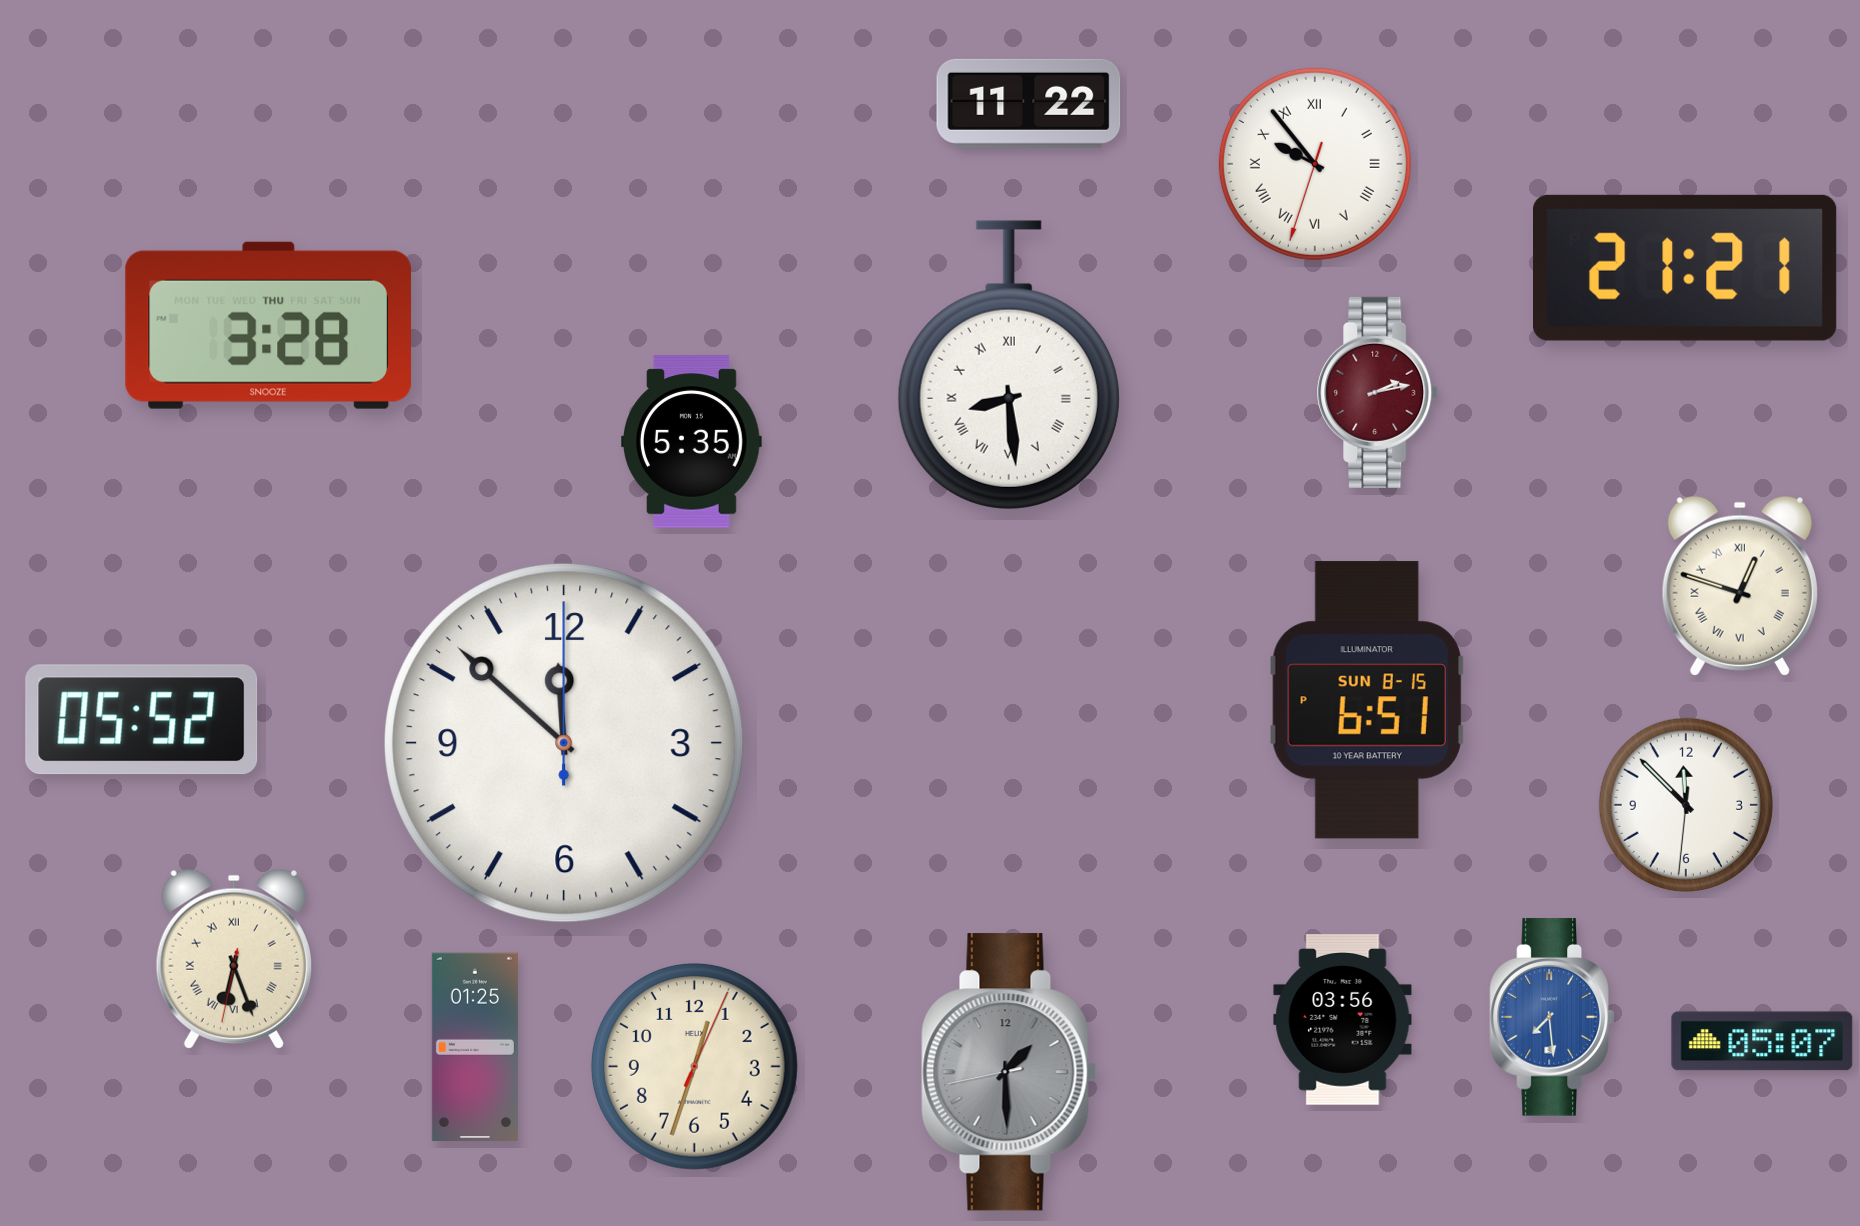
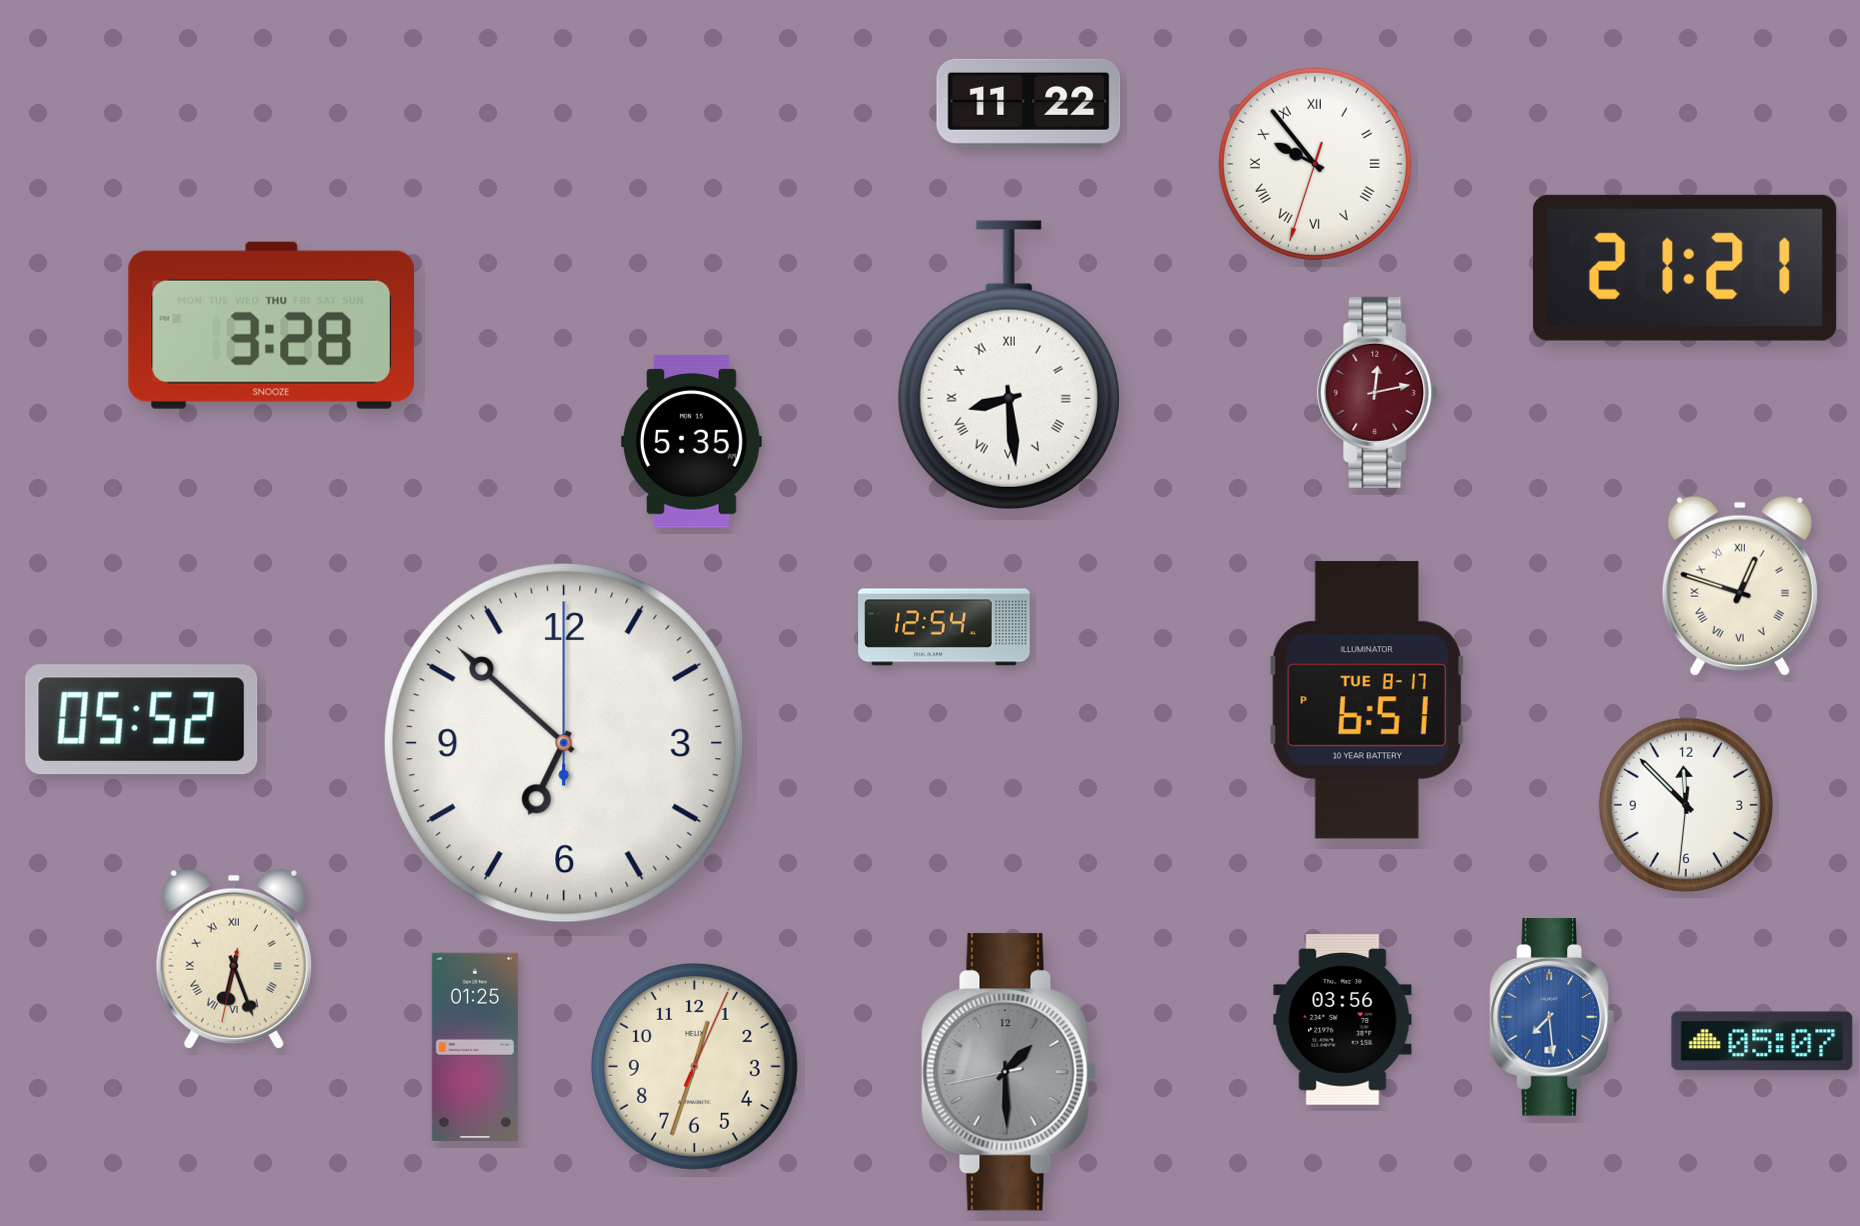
clock at (268, 325) position: (268, 325) -> (271, 325)
clock at (1378, 392): 2:13 -> 12:13
clock at (944, 627): none -> 12:54
clock at (1367, 700) date: SUN 8-15 -> TUE 8-17
clock at (565, 744): 11:52 -> 6:52
